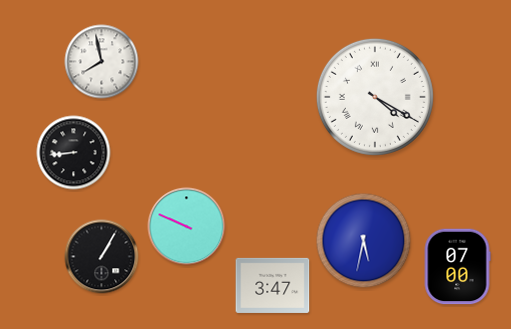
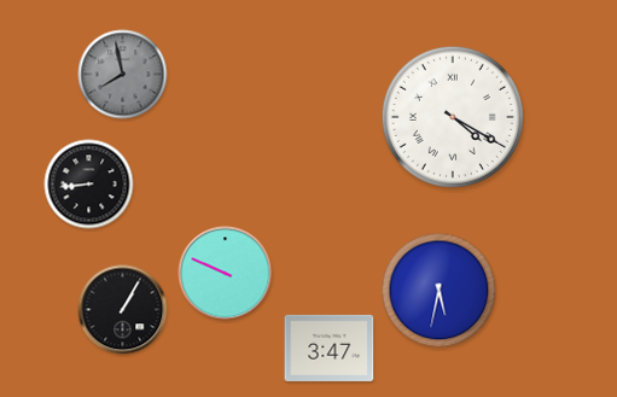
clock at (102, 62) dial: white -> grey
clock at (457, 267): 07:00 -> none
clock at (273, 285) position: (273, 285) -> (330, 348)
